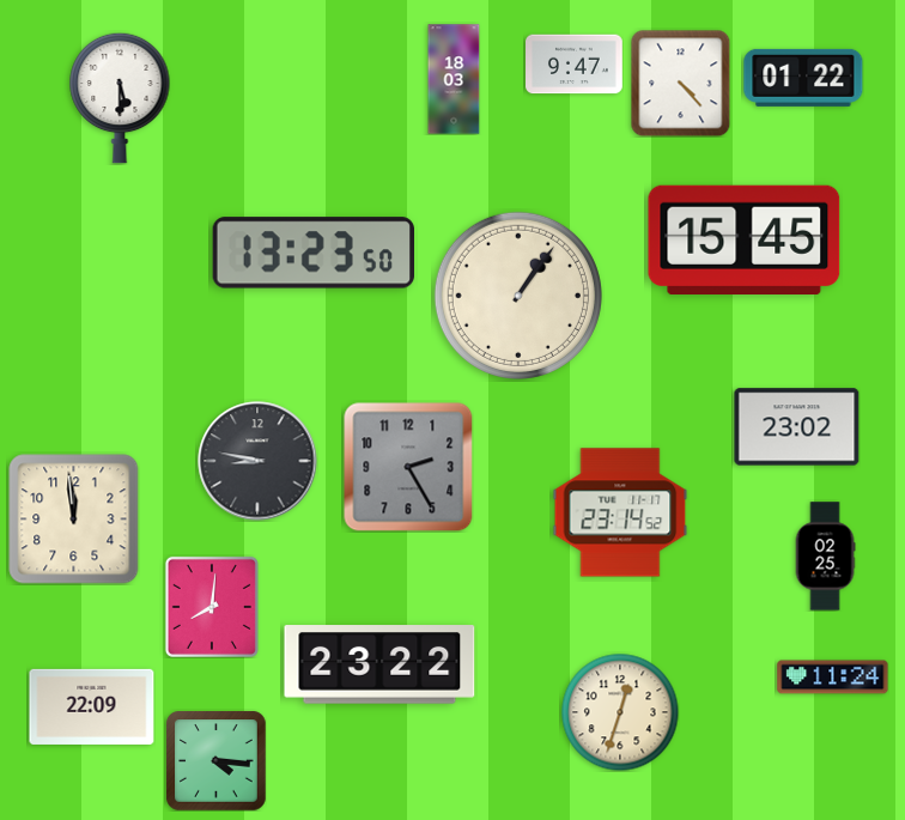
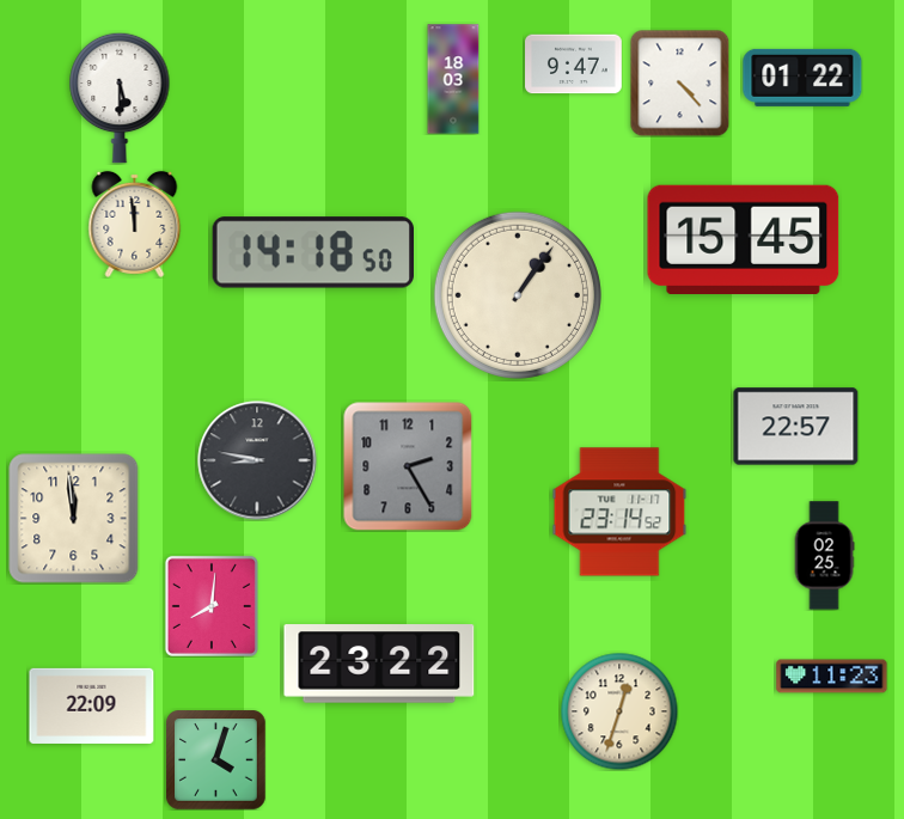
clock at (135, 224): none -> 11:59
clock at (312, 253): 13:23 -> 14:18
clock at (797, 427): 23:02 -> 22:57
clock at (833, 678): 11:24 -> 11:23
clock at (215, 760): 4:16 -> 4:03
